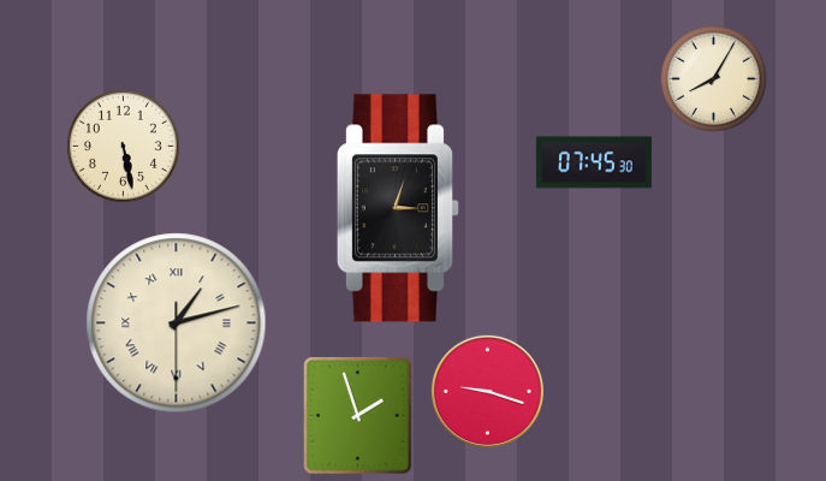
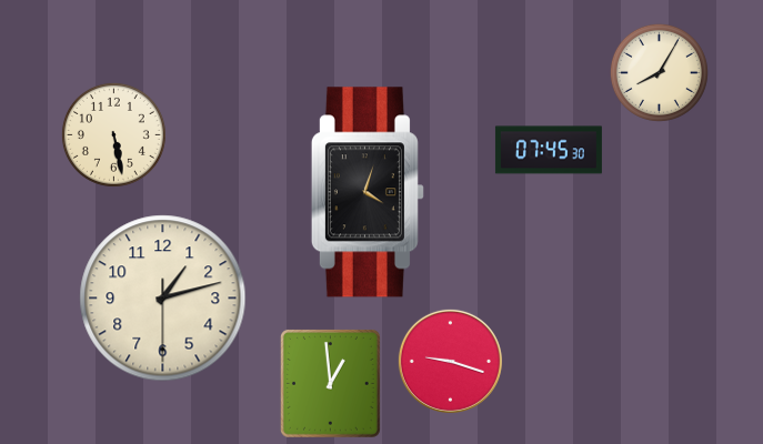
clock at (398, 208): 3:03 -> 4:03
clock at (177, 323) numerals: Roman -> Arabic
clock at (357, 415): 1:57 -> 12:59
